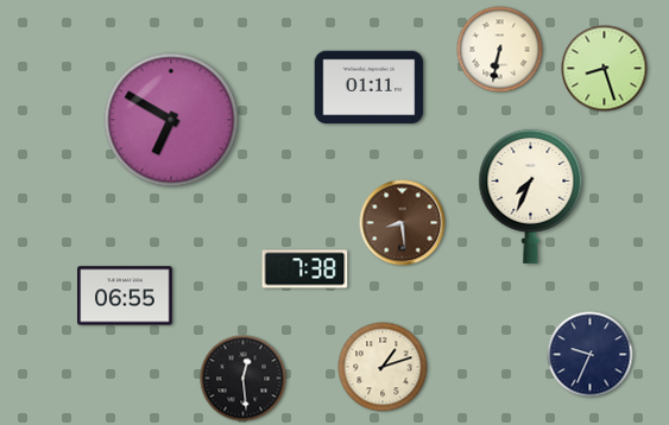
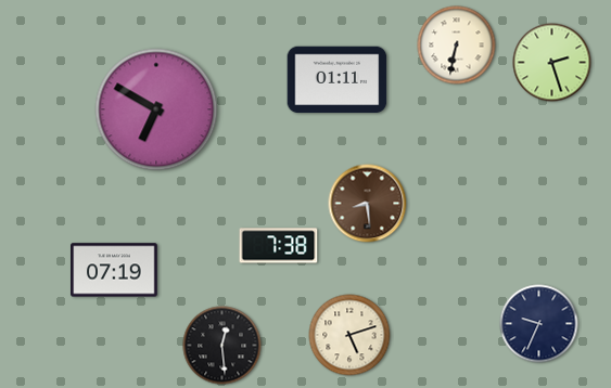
clock at (605, 69): 8:27 -> 2:27
clock at (531, 196): 7:34 -> none
clock at (125, 296): 06:55 -> 07:19
clock at (383, 367): 1:12 -> 5:12
